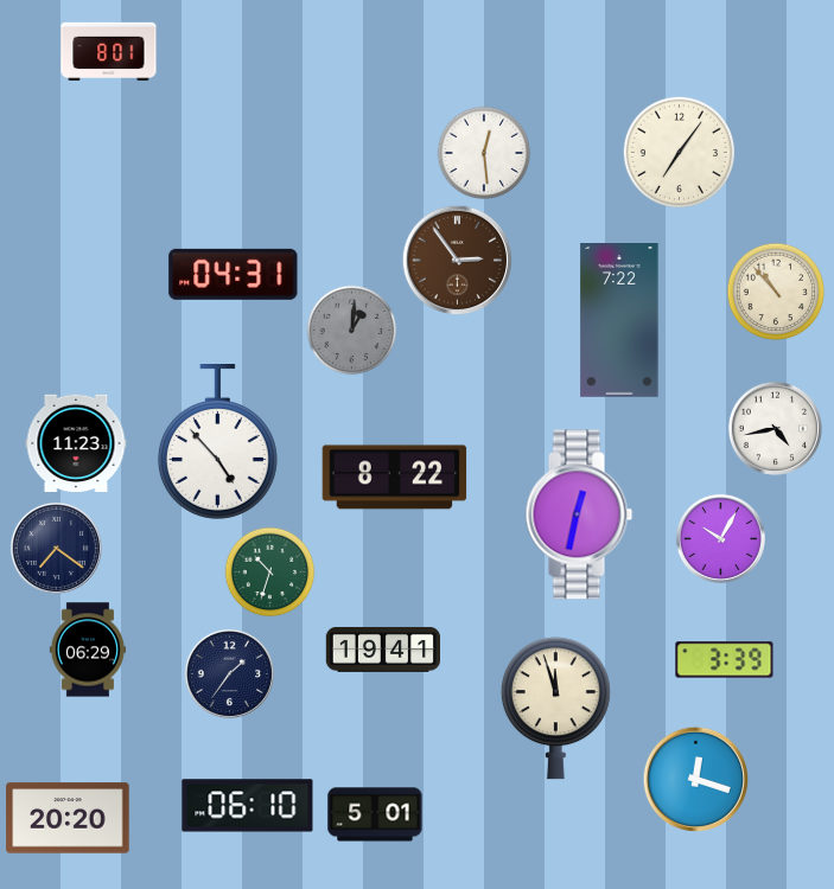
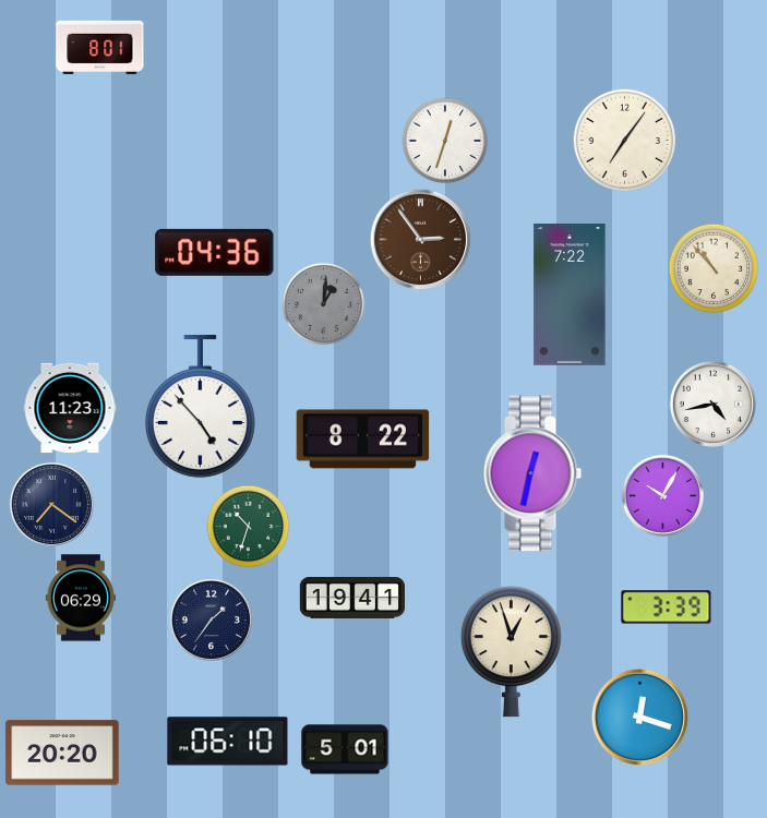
clock at (484, 153): 12:29 -> 12:33
clock at (234, 274): 04:31 -> 04:36
clock at (775, 428) position: (775, 428) -> (712, 404)
clock at (555, 709): 11:57 -> 12:57
